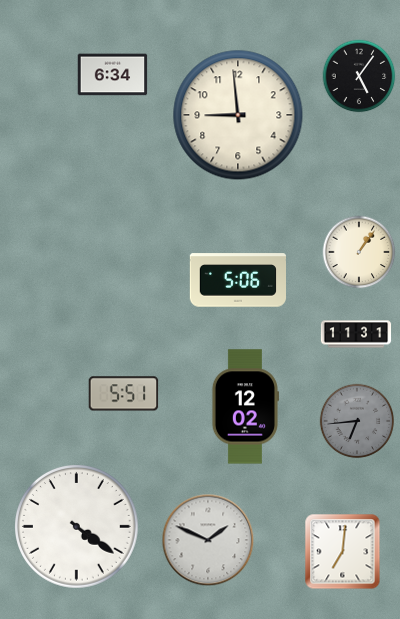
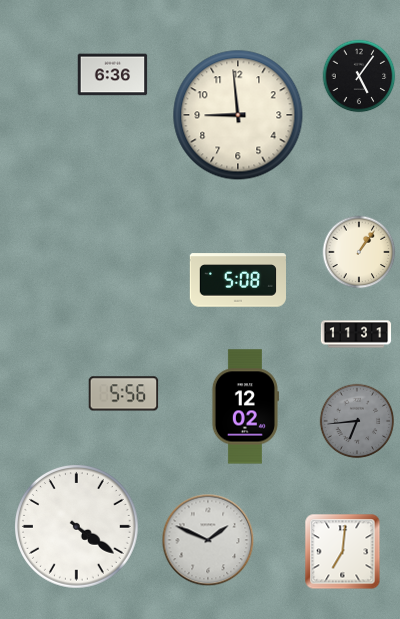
clock at (113, 75): 6:34 -> 6:36
clock at (237, 280): 5:06 -> 5:08
clock at (124, 394): 5:51 -> 5:56
